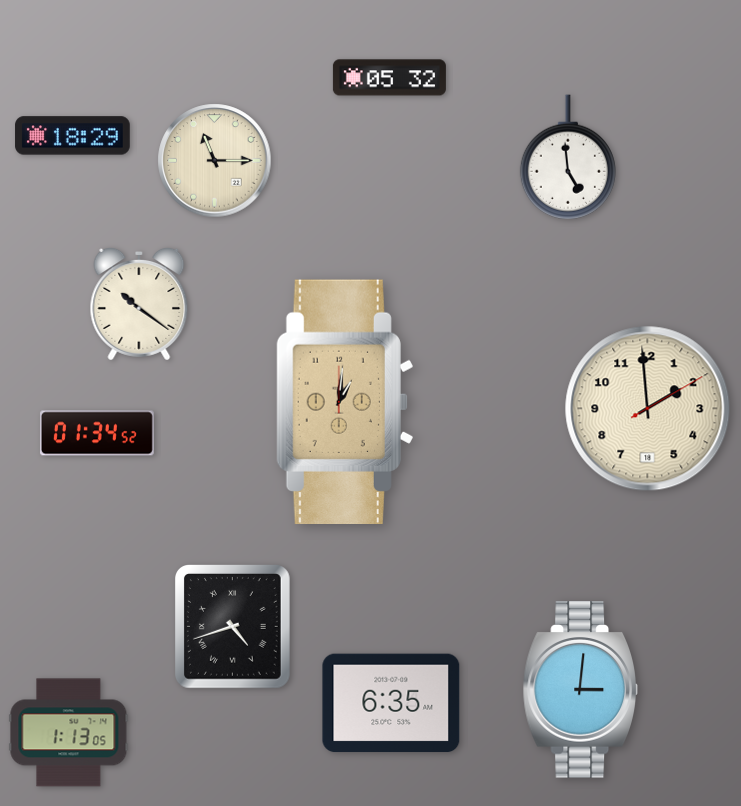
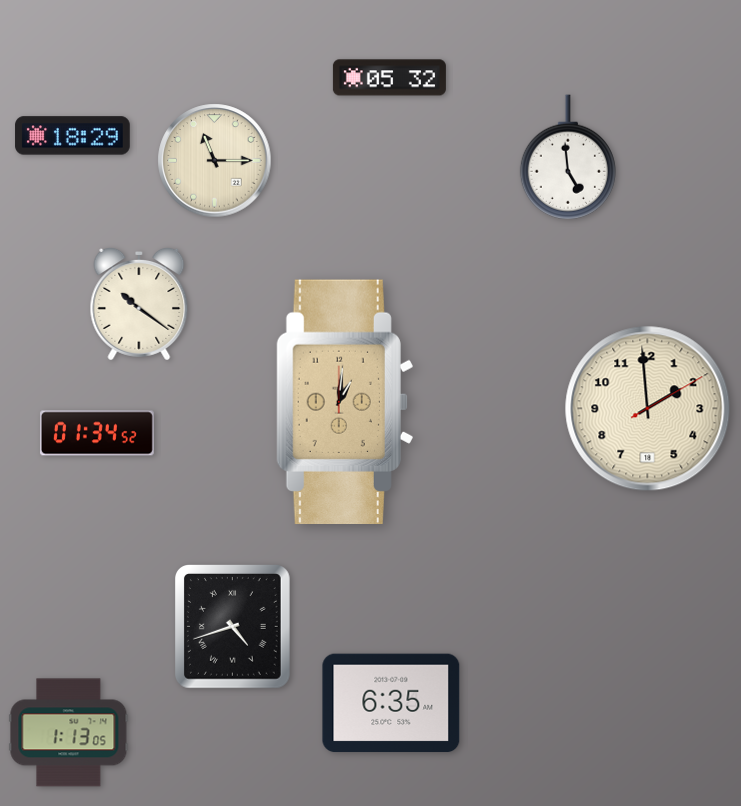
clock at (580, 690): 3:01 -> none
